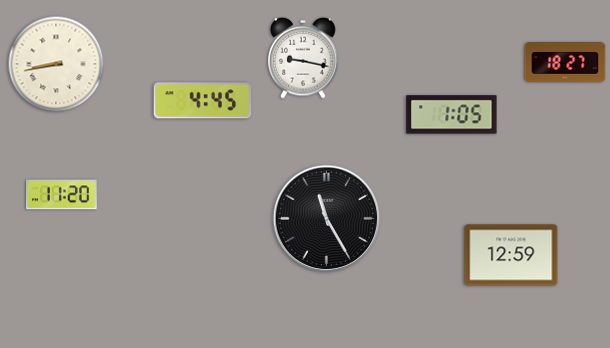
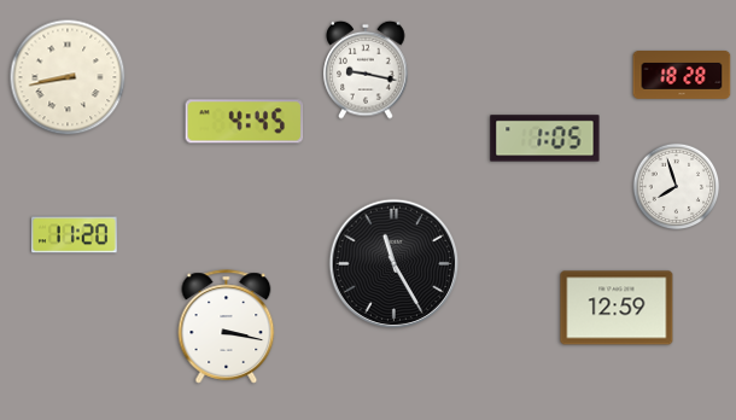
clock at (565, 63): 18:27 -> 18:28
clock at (677, 187): none -> 7:57
clock at (227, 327): none -> 3:17
